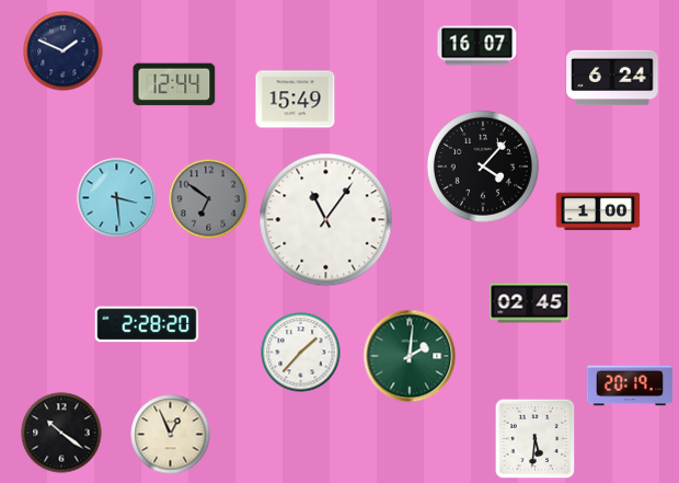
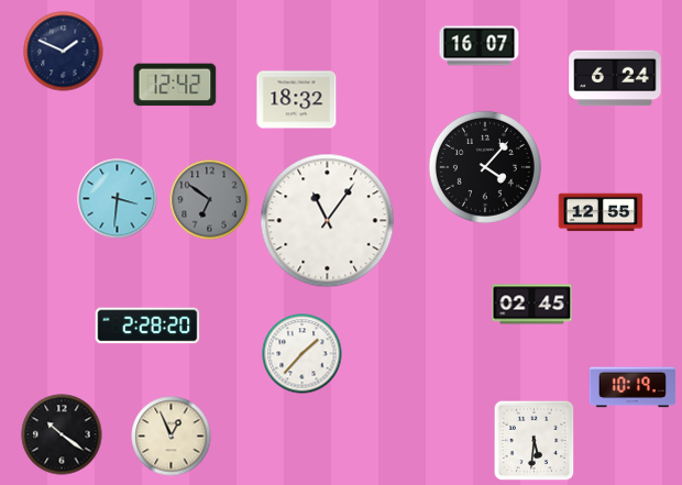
clock at (174, 84): 12:44 -> 12:42
clock at (296, 100): 15:49 -> 18:32
clock at (117, 198): 3:29 -> 3:31
clock at (598, 211): 1:00 -> 12:55
clock at (410, 356): 2:01 -> none
clock at (630, 386): 20:19 -> 10:19
clock at (536, 439) position: (536, 439) -> (535, 441)
